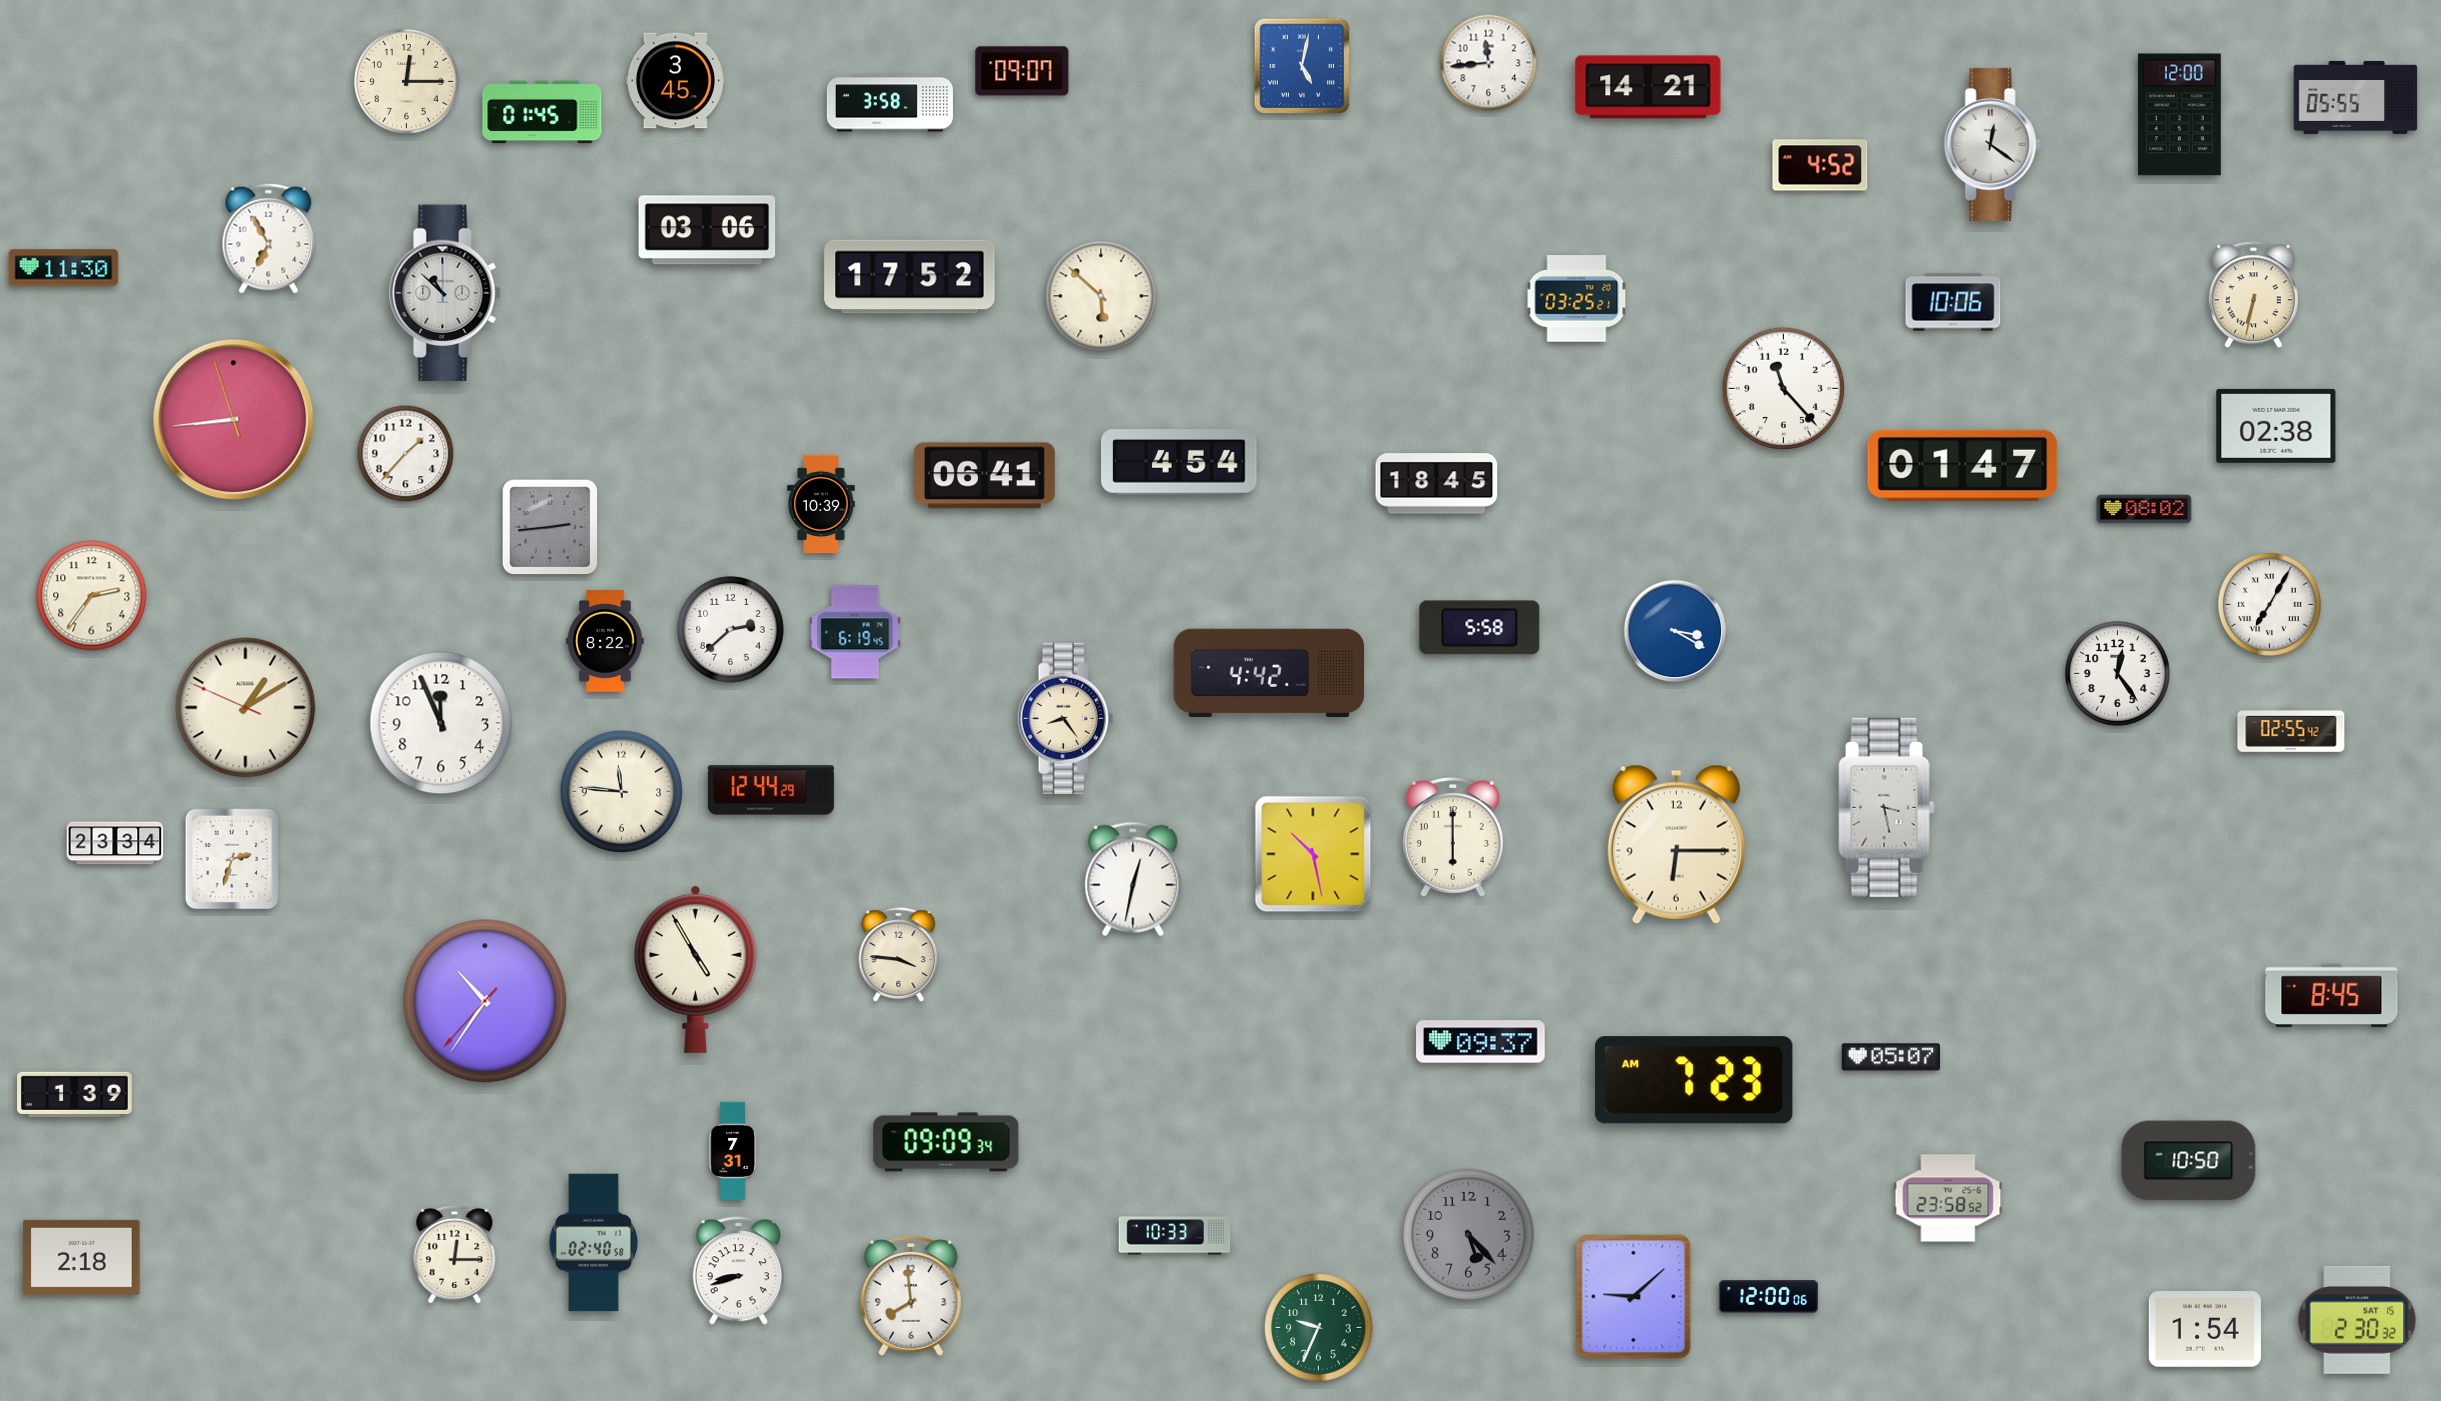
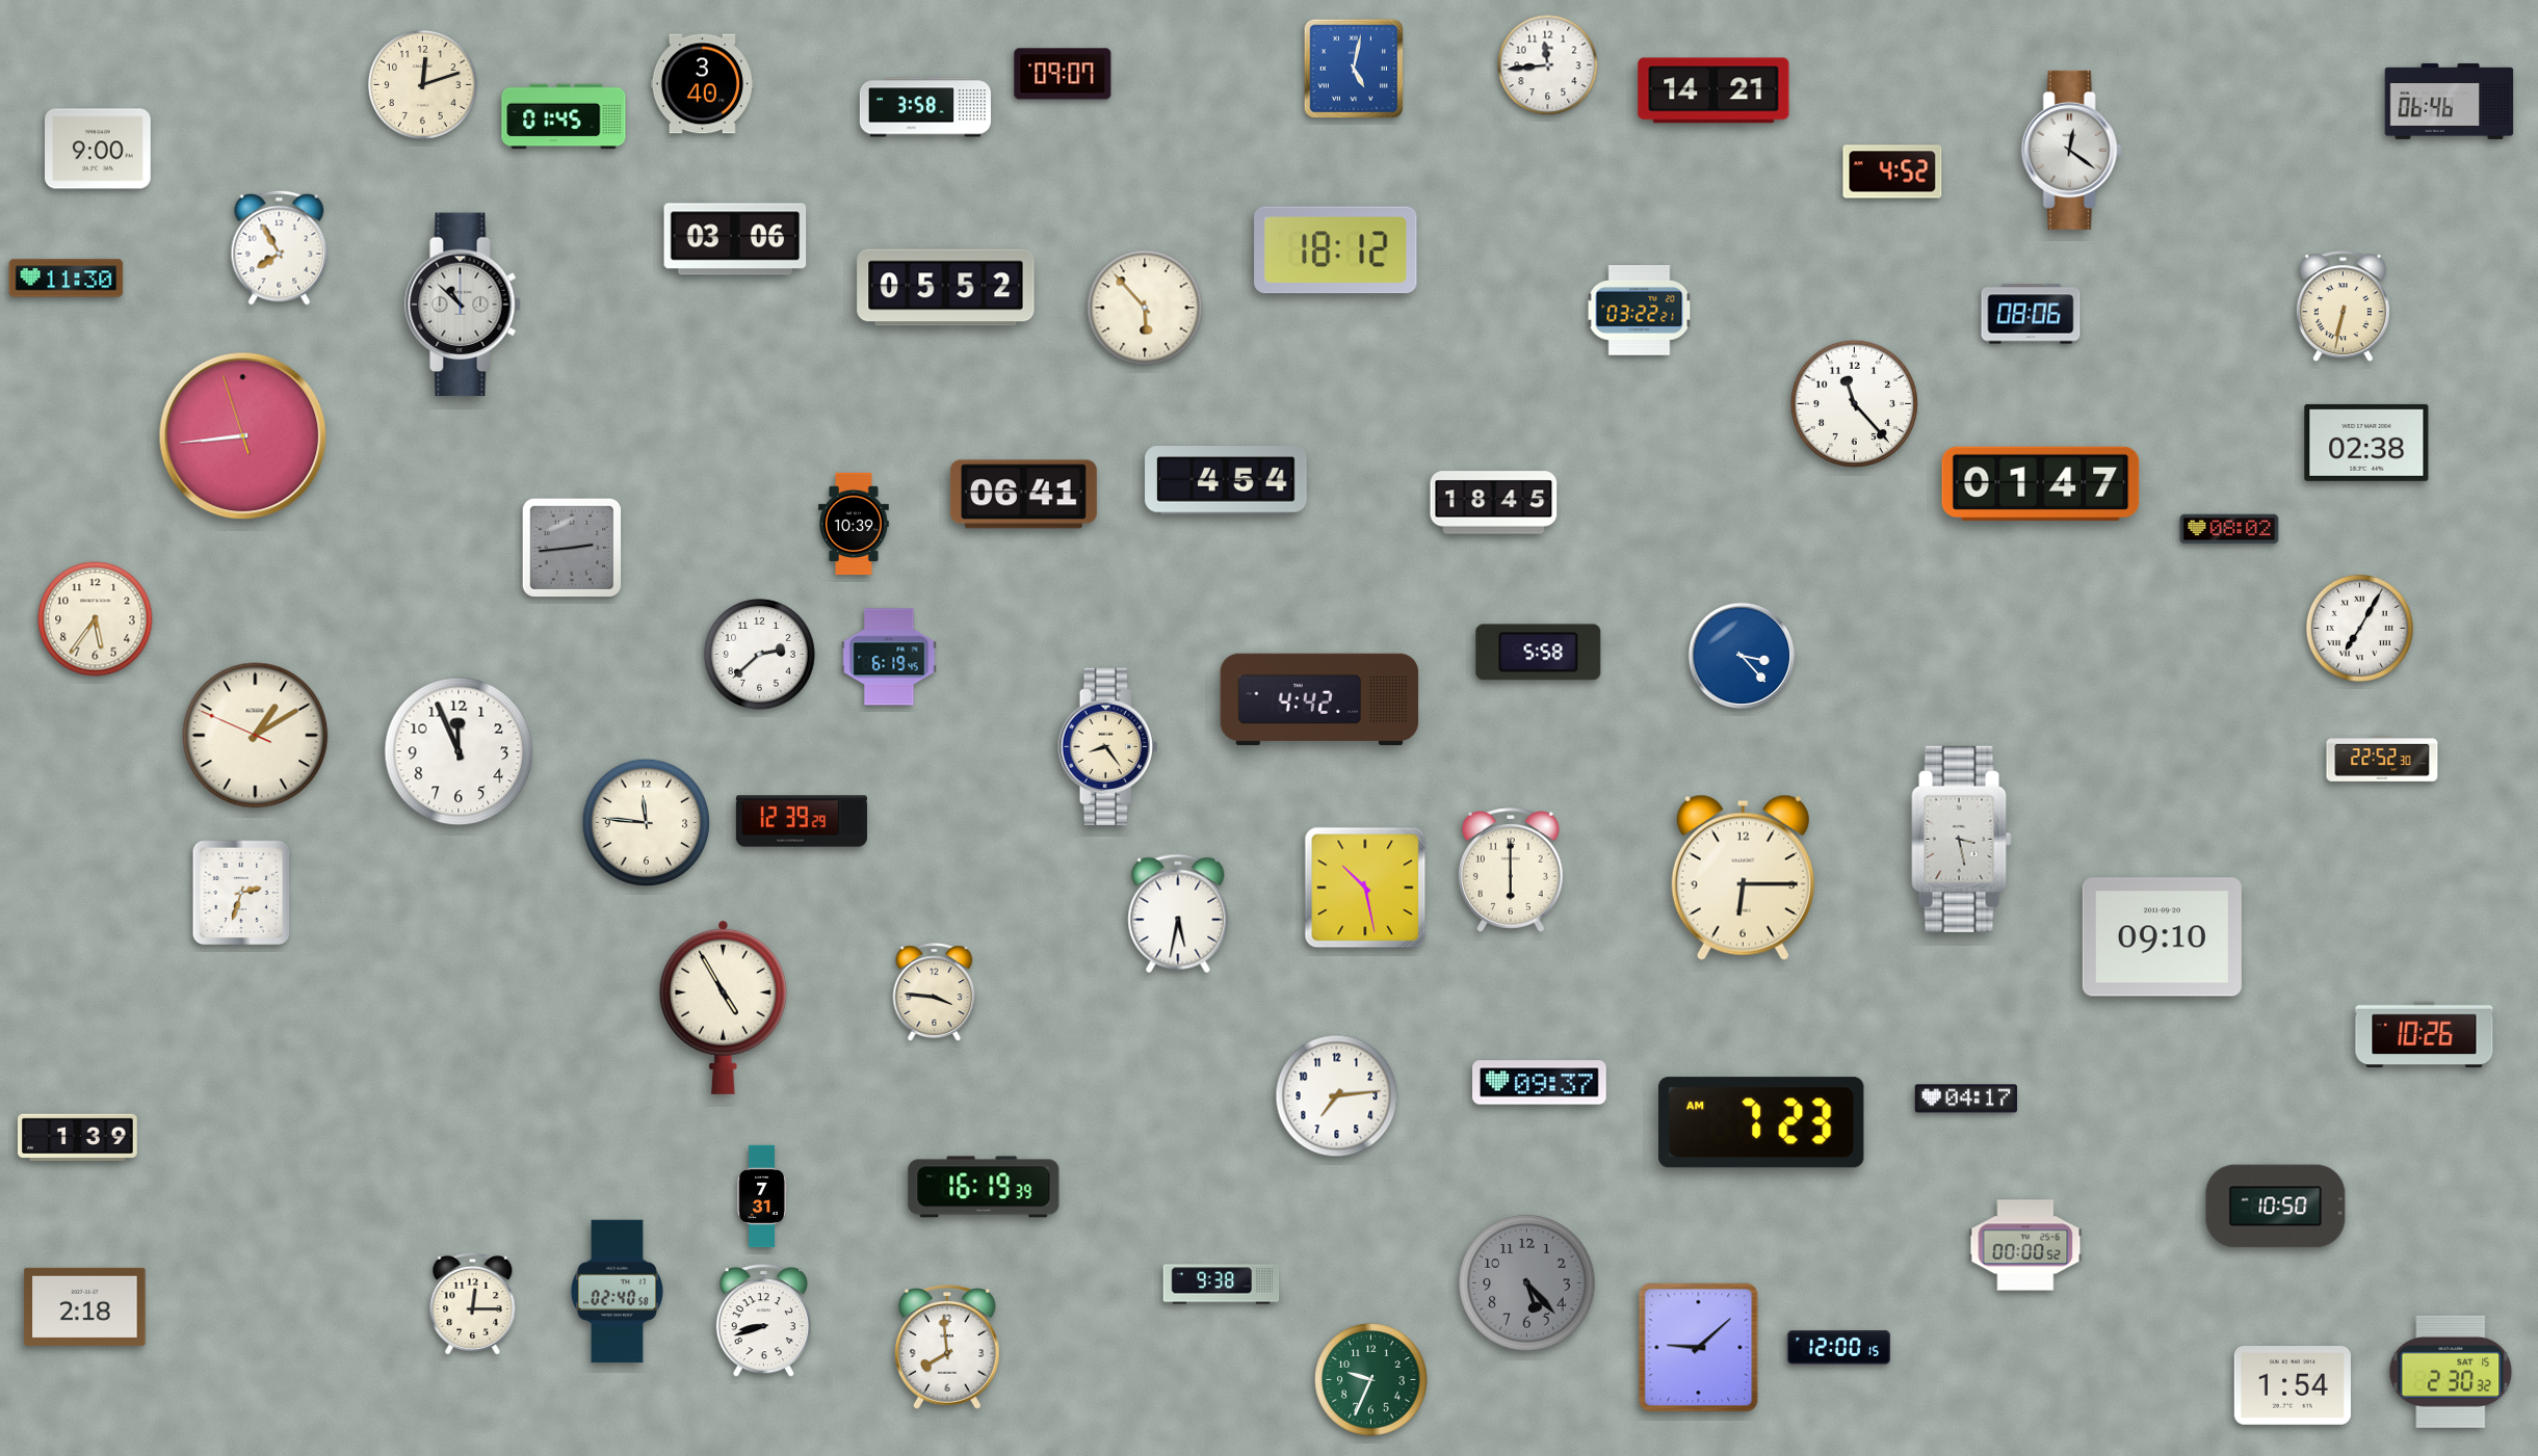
clock at (406, 81): 12:15 -> 12:12
clock at (675, 81): 3:45 -> 3:40
clock at (2356, 97): 05:55 -> 06:46
clock at (2179, 115): 12:00 -> none
clock at (98, 149): none -> 9:00
clock at (269, 238): 6:55 -> 7:55
clock at (1336, 250): none -> 18:12
clock at (910, 277): 17:52 -> 05:52
clock at (1101, 296): 5:52 -> 5:53
clock at (1577, 299): 03:25 -> 03:22
clock at (1953, 302): 10:06 -> 08:06
clock at (406, 454): 1:37 -> none
clock at (92, 596): 2:36 -> 5:36
clock at (1675, 631): 3:20 -> 3:23
clock at (605, 641): 8:22 -> none
clock at (2117, 673): 12:24 -> none
clock at (2291, 731): 02:55 -> 22:52
clock at (771, 790): 12:44 -> 12:39
clock at (115, 843): 23:34 -> none
clock at (1133, 879): 12:32 -> 5:32
clock at (2162, 937): none -> 09:10
clock at (2332, 996): 8:45 -> 10:26
clock at (485, 1001): 10:35 -> none
clock at (1337, 1096): none -> 7:14
clock at (1890, 1057): 05:07 -> 04:17
clock at (946, 1142): 09:09 -> 16:19
clock at (1948, 1198): 23:58 -> 00:00
clock at (1175, 1236): 10:33 -> 9:38
clock at (738, 1271) position: (738, 1271) -> (763, 1321)
clock at (1768, 1297): 12:00:06 -> 12:00:15
clock at (2205, 1330) position: (2205, 1330) -> (2293, 1386)
